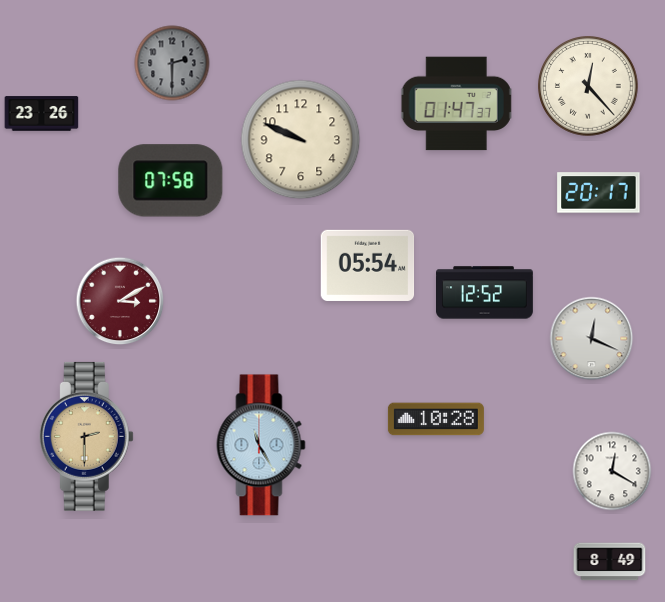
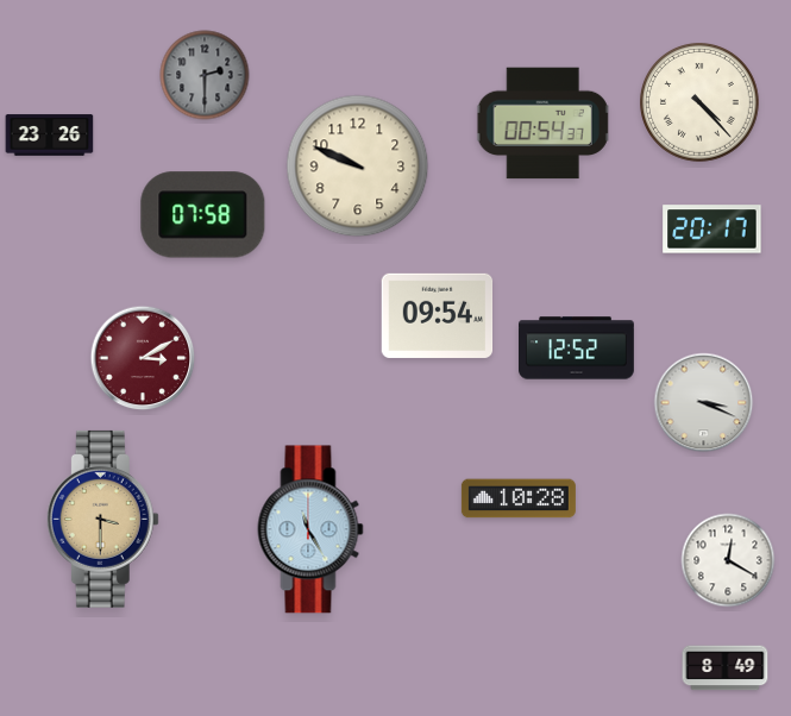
clock at (588, 86): 12:23 -> 4:23
clock at (457, 104): 01:47 -> 00:54
clock at (368, 265): 05:54 -> 09:54
clock at (592, 339): 12:19 -> 3:19
clock at (86, 436): 2:30 -> 3:30
